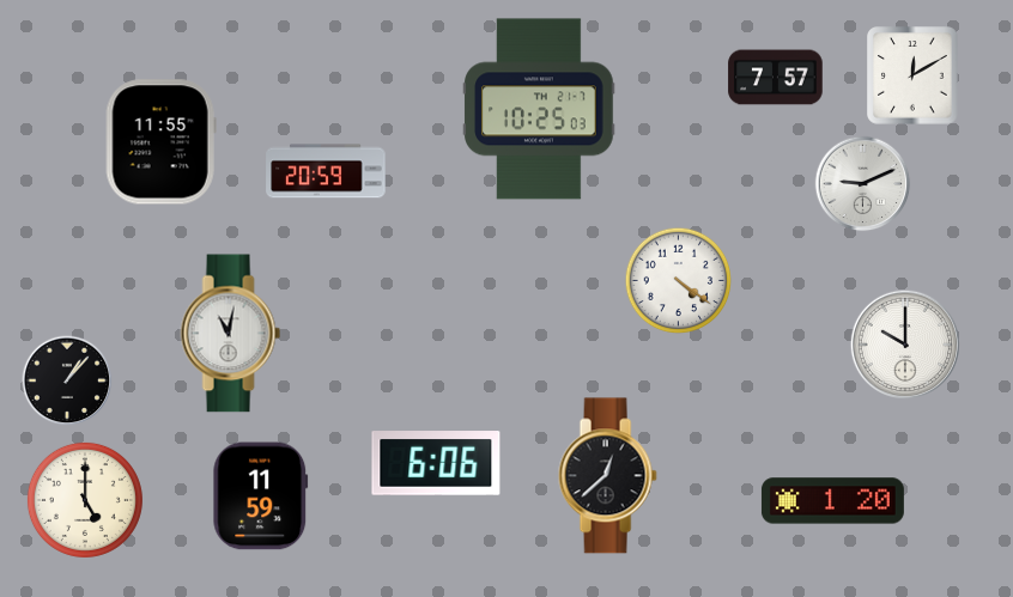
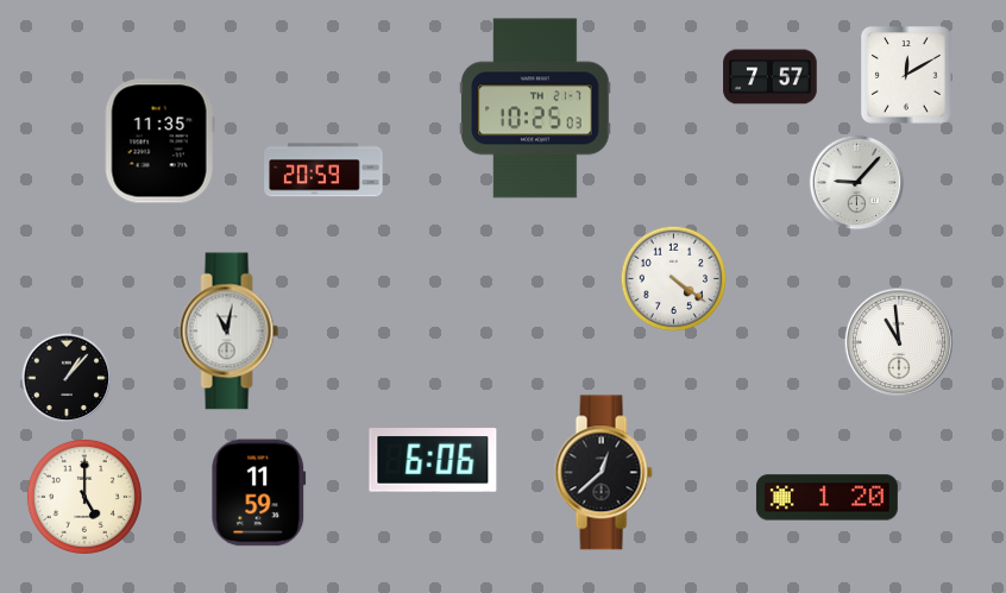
clock at (160, 142): 11:55 -> 11:35
clock at (863, 184): 9:11 -> 9:07
clock at (904, 343): 10:00 -> 10:59
